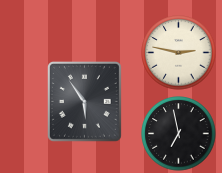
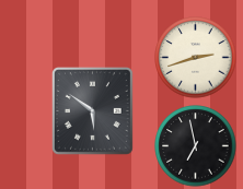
clock at (179, 53): 2:47 -> 2:42
clock at (84, 101): 5:54 -> 5:51
